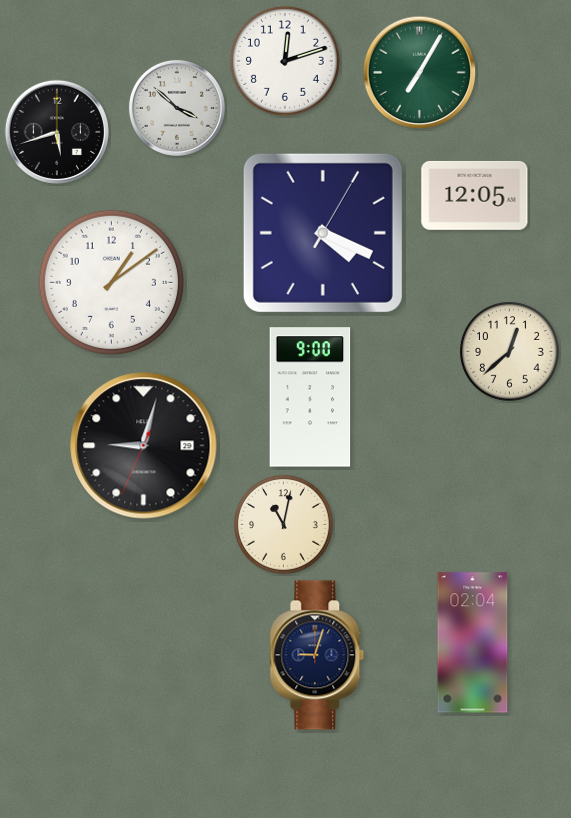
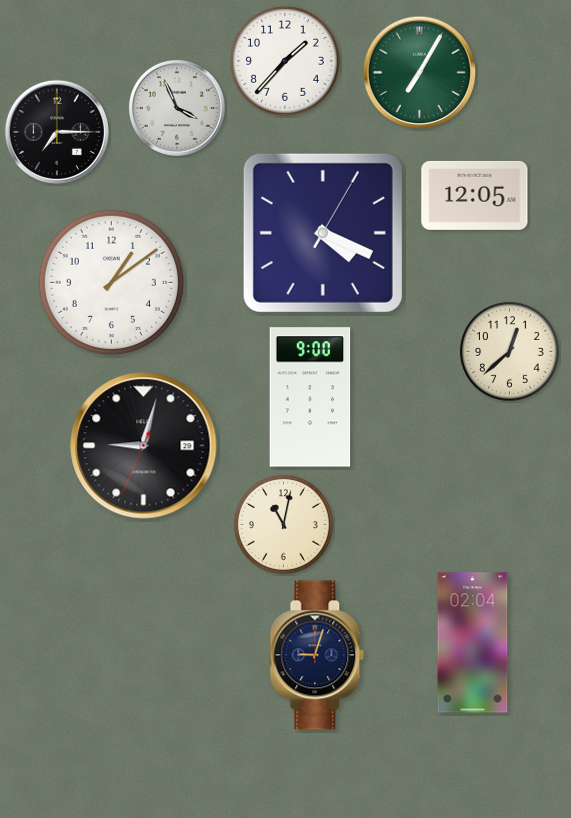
clock at (285, 61): 12:12 -> 1:37
clock at (177, 108): 3:52 -> 3:56
clock at (57, 132): 5:42 -> 7:15
